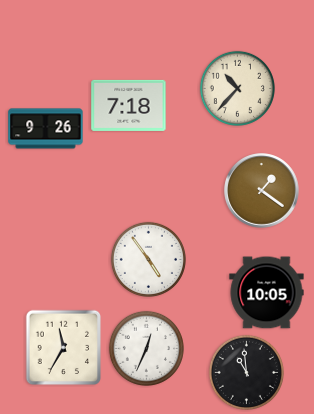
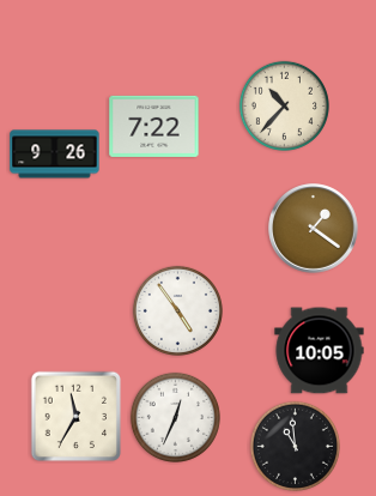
clock at (129, 105): 7:18 -> 7:22
